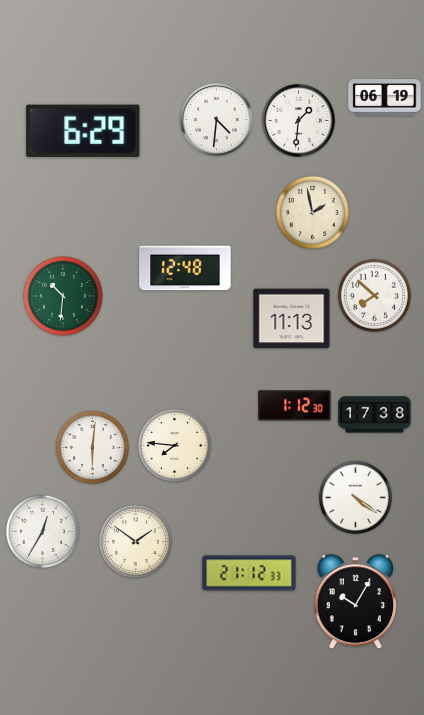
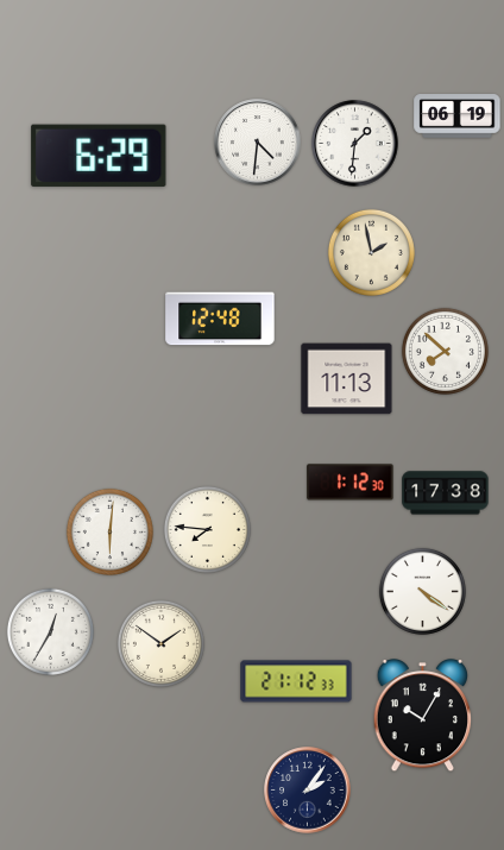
clock at (63, 296): 10:31 -> none
clock at (308, 791): none -> 2:06
